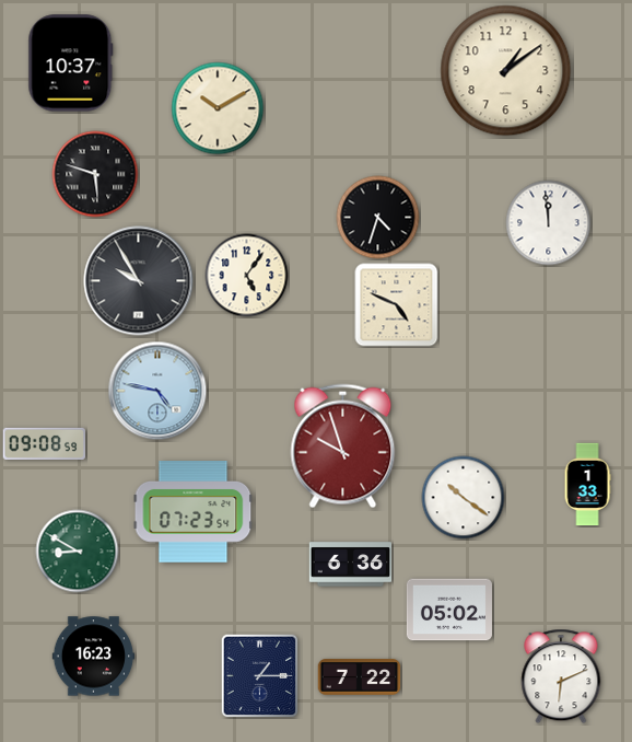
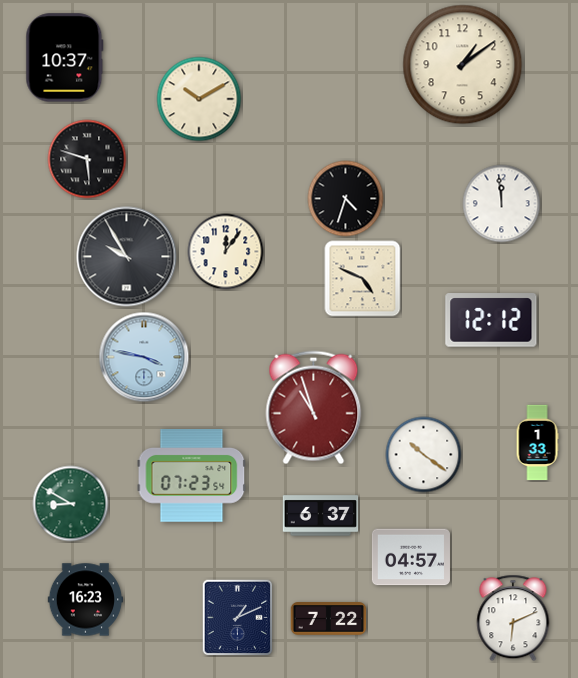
clock at (247, 276): 5:06 -> 12:06
clock at (491, 320): none -> 12:12
clock at (157, 391): 4:47 -> 3:47
clock at (45, 443): 09:08 -> none
clock at (343, 447): 9:57 -> 10:57
clock at (194, 512) position: (194, 512) -> (192, 476)
clock at (351, 565): 6:36 -> 6:37
clock at (449, 610): 05:02 -> 04:57
clock at (260, 676): 1:15 -> 1:11
